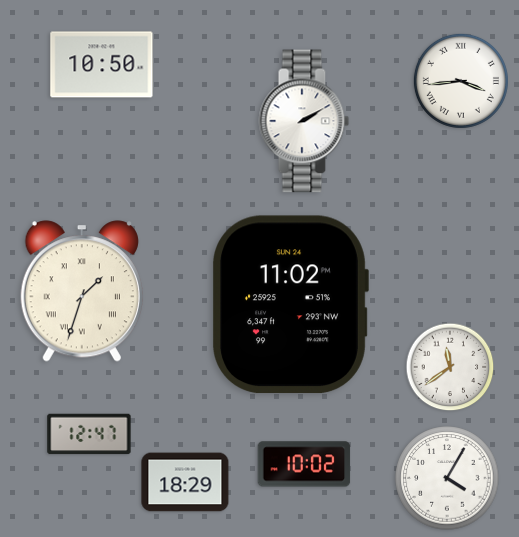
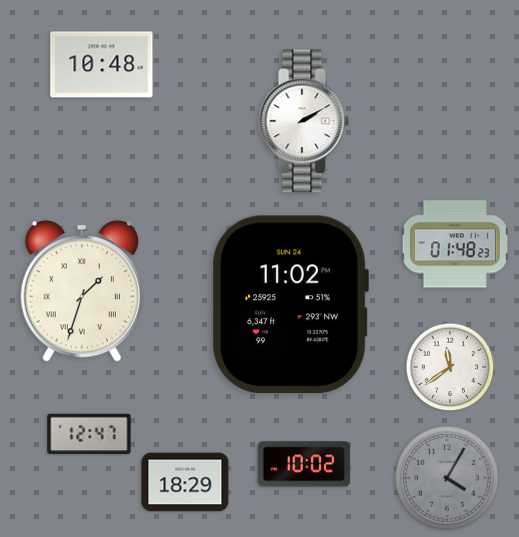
clock at (102, 65): 10:50 -> 10:48
clock at (461, 81): 3:44 -> none
clock at (455, 244): none -> 01:48
clock at (447, 478) dial: white -> grey
